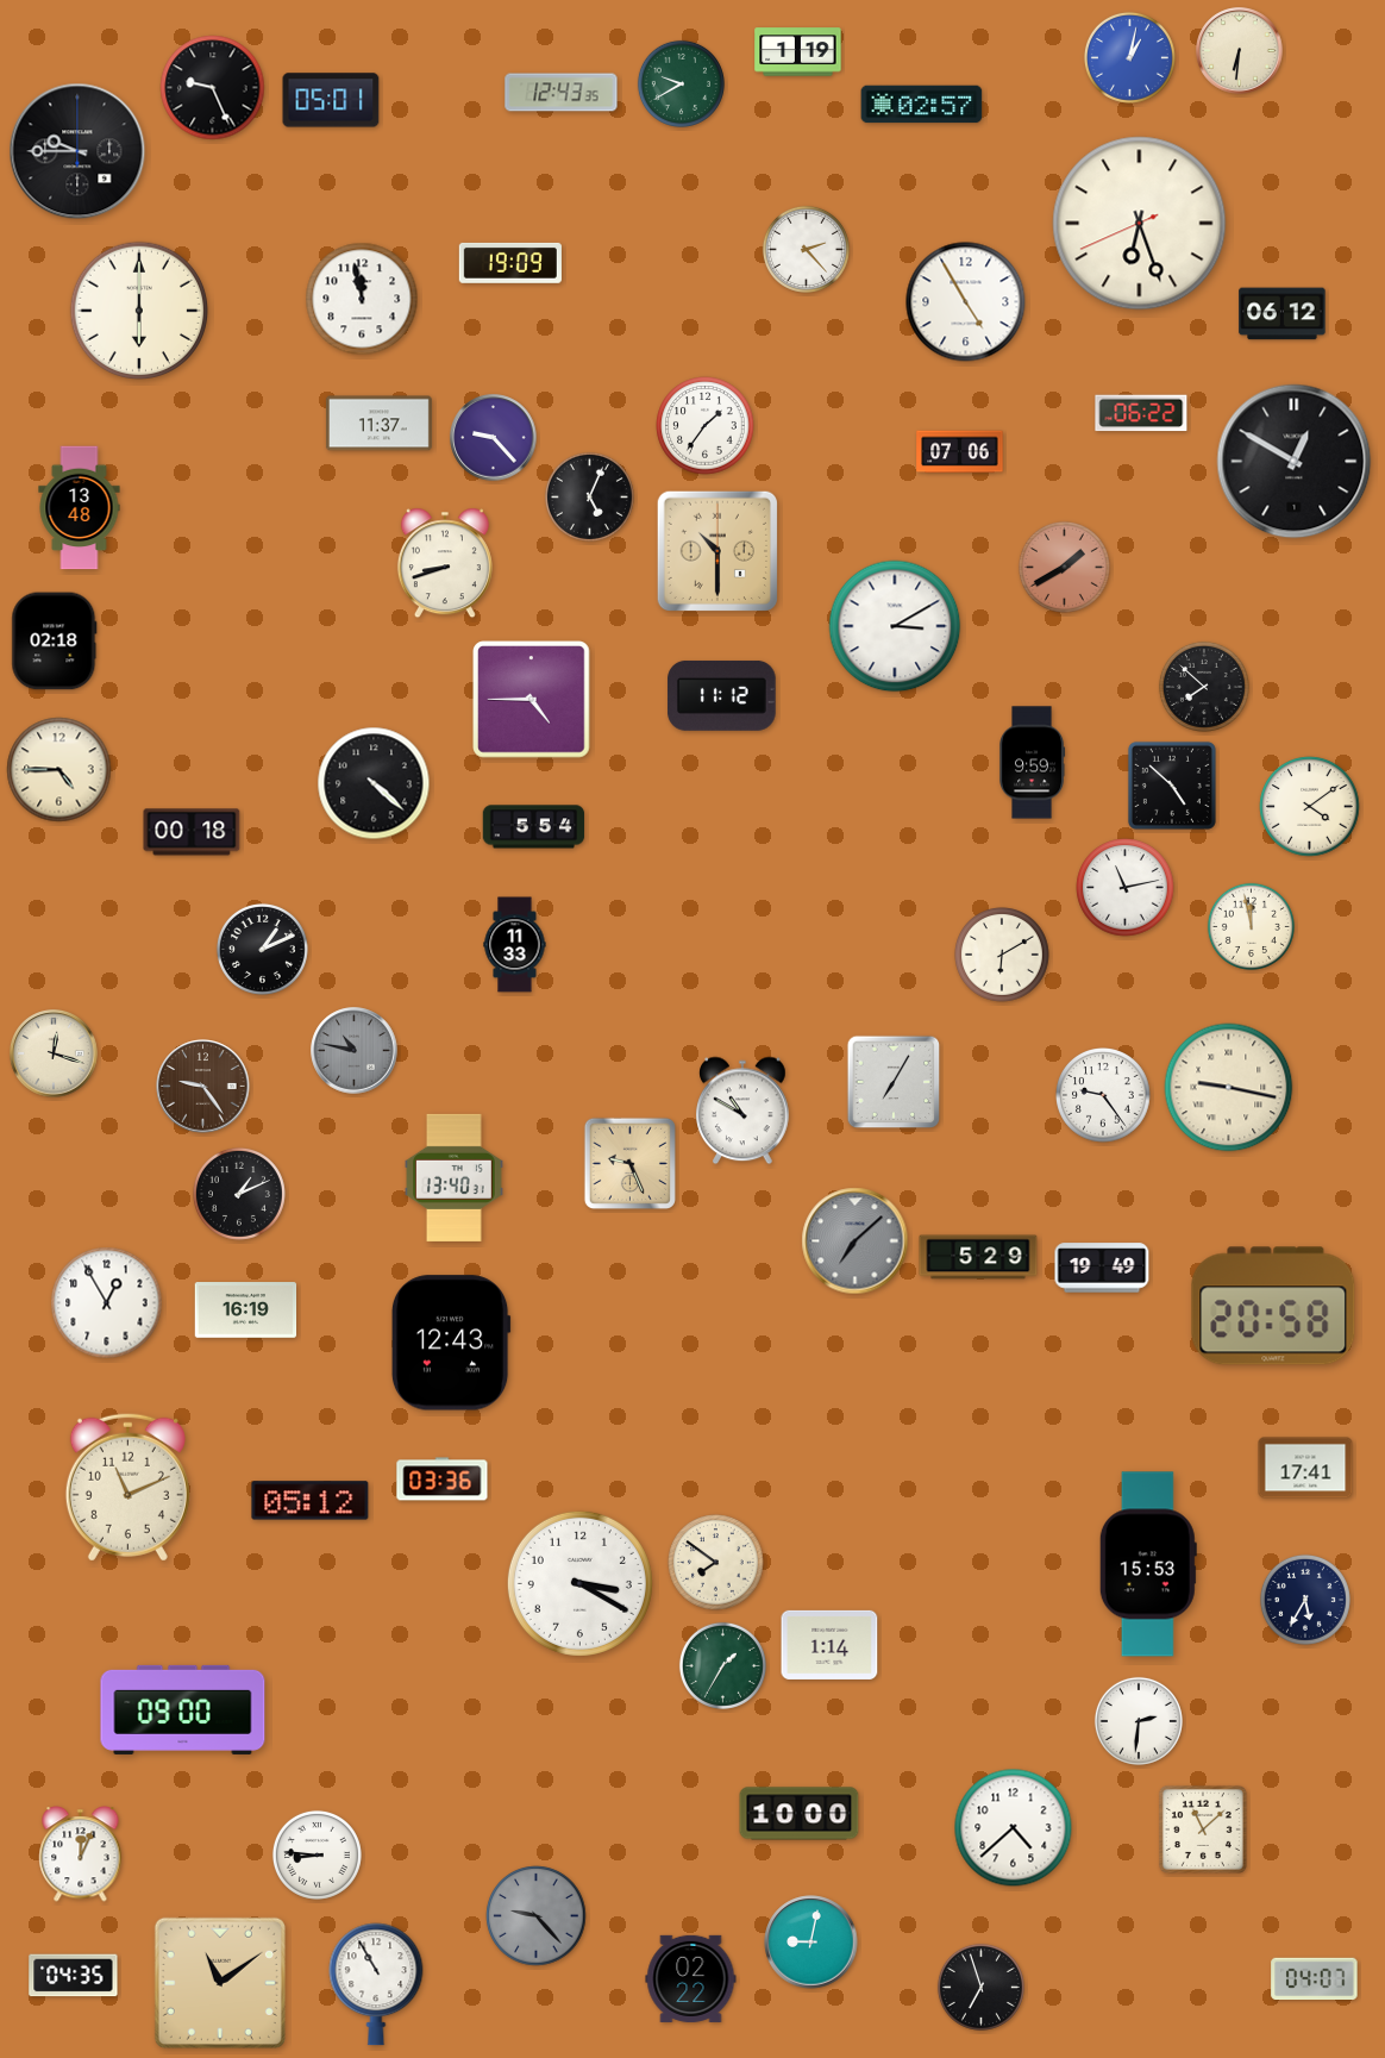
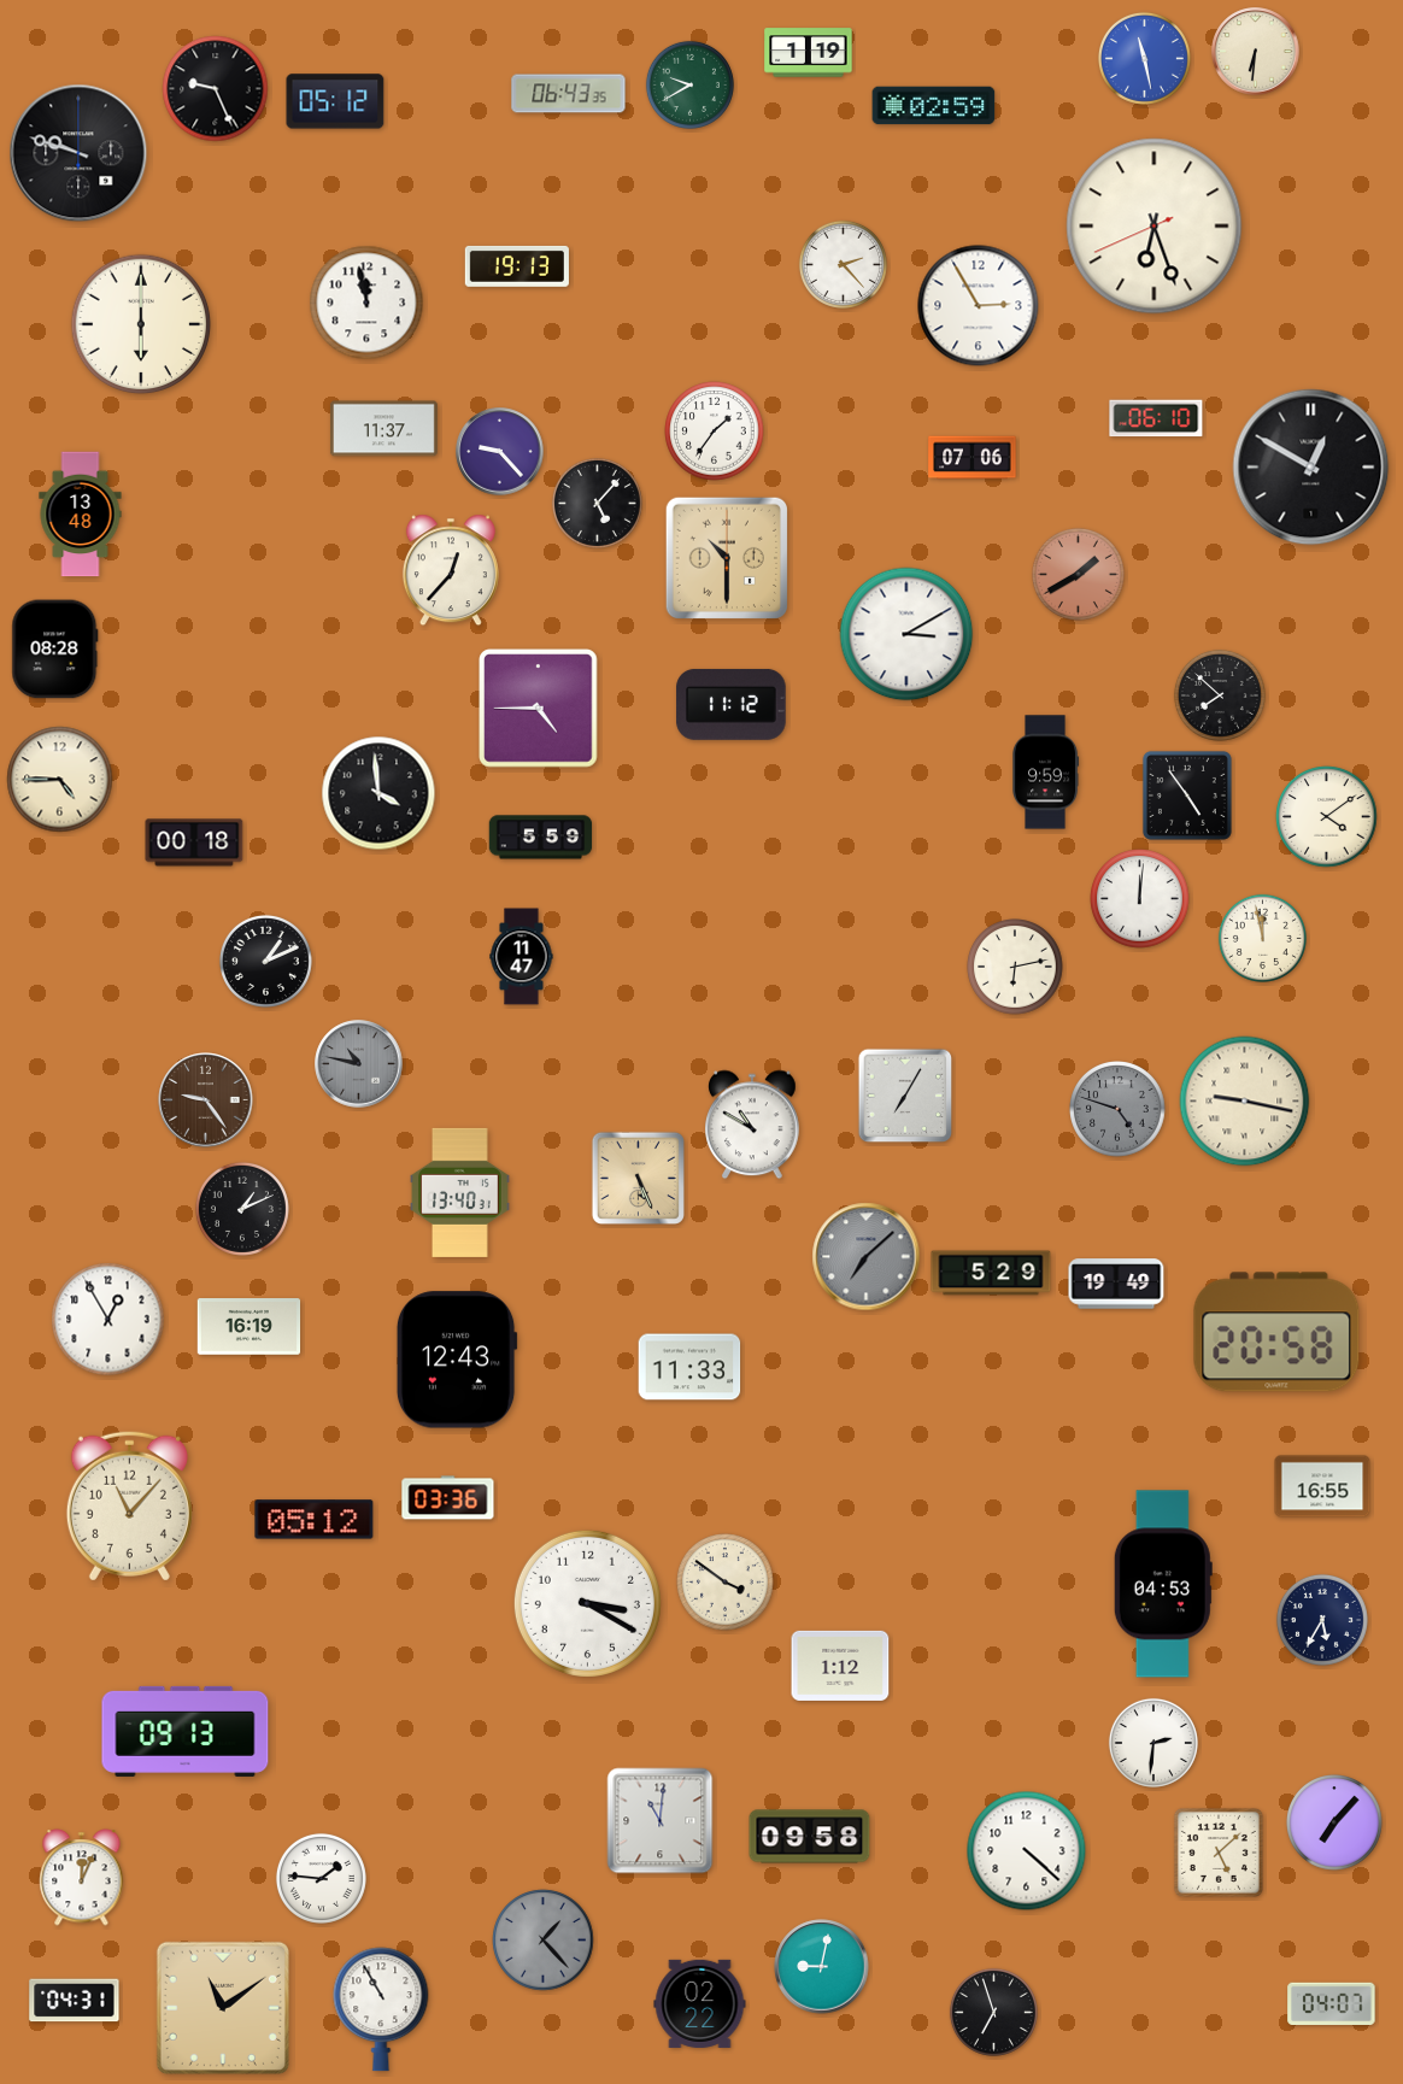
clock at (1129, 57): 1:02 -> 11:28
clock at (562, 93): 12:43 -> 06:43
clock at (331, 100): 05:01 -> 05:12
clock at (922, 105): 02:57 -> 02:59
clock at (77, 151): 9:45 -> 9:48
clock at (806, 249) position: (806, 249) -> (843, 264)
clock at (510, 263): 19:09 -> 19:13
clock at (966, 302): 4:55 -> 2:55
clock at (139, 311) position: (139, 311) -> (141, 324)
clock at (1283, 314): 06:12 -> none
clock at (1141, 413): 06:22 -> 06:10
clock at (494, 438) position: (494, 438) -> (500, 452)
clock at (589, 496): 5:04 -> 5:07
clock at (445, 563): 8:42 -> 12:37
clock at (55, 642): 02:18 -> 08:28
clock at (374, 783): 4:22 -> 3:59
clock at (1172, 786): 4:52 -> 4:54
clock at (534, 827): 5:54 -> 5:59
clock at (1126, 888): 11:13 -> 12:01
clock at (1251, 926) position: (1251, 926) -> (1262, 938)
clock at (515, 945): 11:33 -> 11:47
clock at (1003, 956): 6:10 -> 6:13
clock at (54, 1053): 12:18 -> none
clock at (1104, 1096): 9:24 -> 4:48
clock at (1104, 1096) dial: white -> grey
clock at (629, 1163): 9:26 -> 5:26
clock at (1273, 1306) position: (1273, 1306) -> (1276, 1332)
clock at (689, 1367): none -> 11:33
clock at (1305, 1468): 17:41 -> 16:55
clock at (127, 1487): 11:11 -> 11:07
clock at (716, 1563): 7:51 -> 3:51
clock at (1148, 1564): 15:53 -> 04:53
clock at (829, 1645): 1:14 -> 1:12
clock at (722, 1665): 1:35 -> none
clock at (183, 1709): 09:00 -> 09:13
clock at (661, 1821): none -> 11:01
clock at (1336, 1824): none -> 7:07
clock at (800, 1814): 10:00 -> 09:58
clock at (1014, 1828): 4:38 -> 4:22
clock at (1203, 1829): 11:08 -> 5:08
clock at (317, 1854): 8:46 -> 1:46
clock at (537, 1916): 9:23 -> 1:23
clock at (74, 1976): 04:35 -> 04:31
